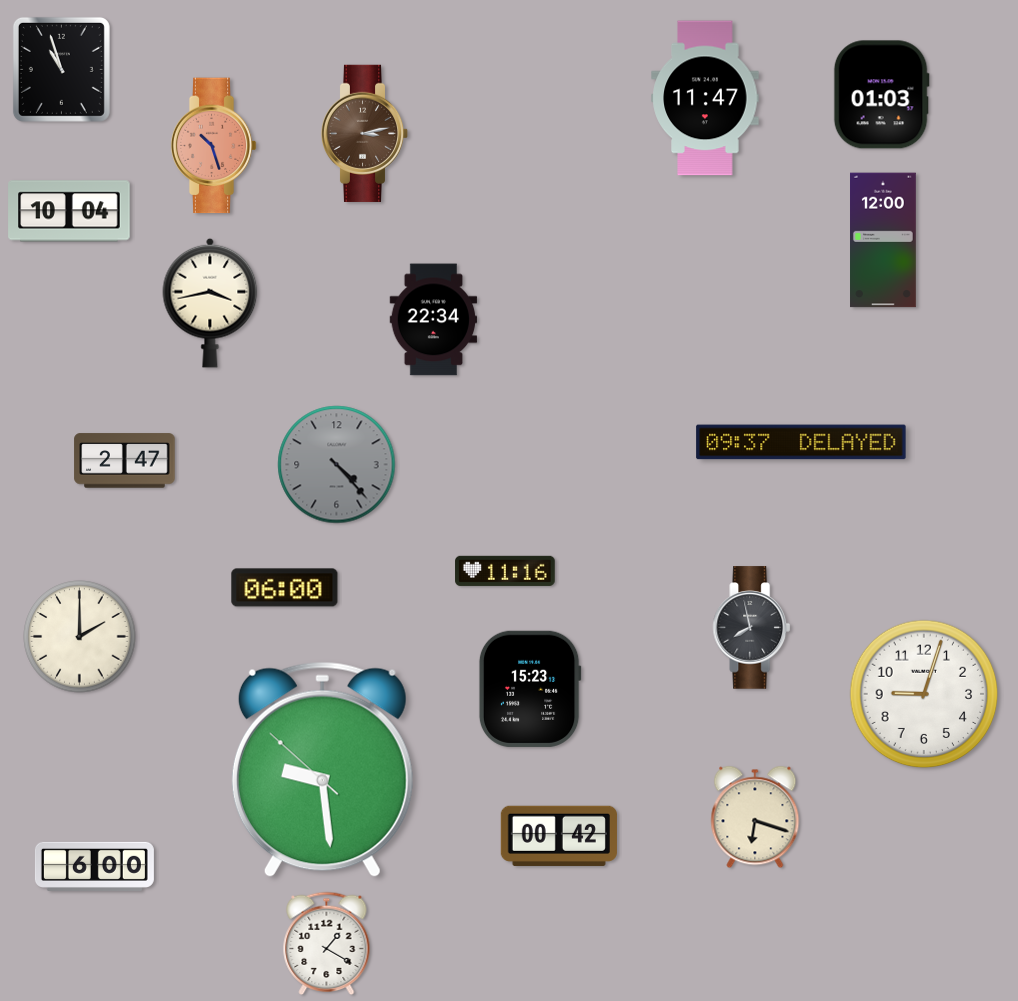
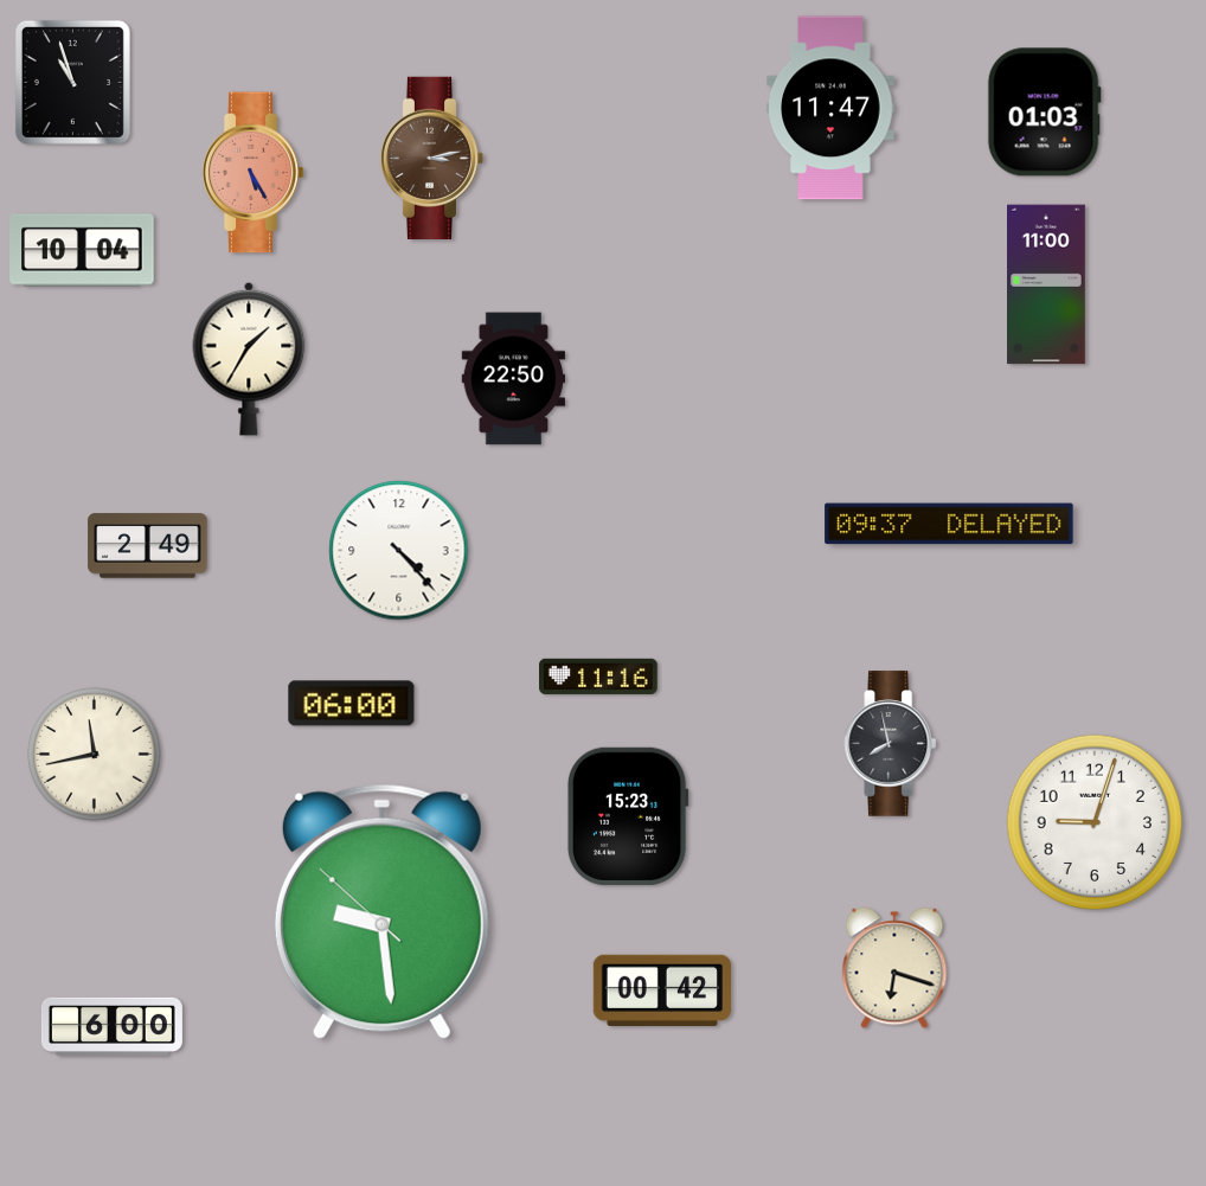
clock at (705, 98) position: (705, 98) -> (830, 108)
clock at (213, 146): 10:27 -> 5:25
clock at (884, 240): 12:00 -> 11:00
clock at (210, 303): 3:43 -> 1:35
clock at (434, 320): 22:34 -> 22:50
clock at (125, 461): 2:47 -> 2:49
clock at (337, 465) dial: grey -> white
clock at (285, 588) position: (285, 588) -> (352, 704)
clock at (80, 637): 2:00 -> 11:43
clock at (327, 944): 1:20 -> none
